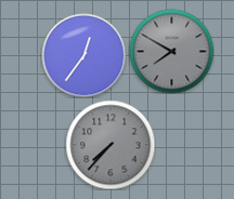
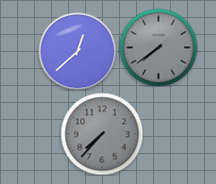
clock at (171, 51): 7:50 -> 7:39
clock at (83, 55): 12:36 -> 12:38
